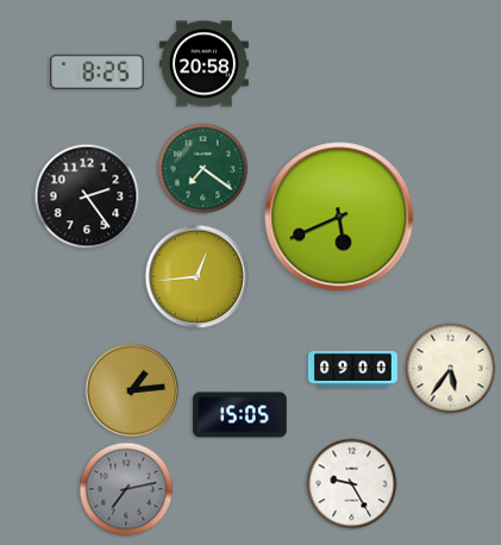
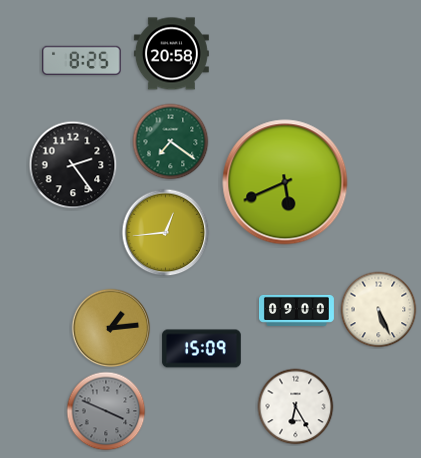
clock at (451, 369): 5:36 -> 5:26
clock at (240, 415): 15:05 -> 15:09
clock at (352, 484): 9:25 -> 6:25
clock at (126, 489): 7:13 -> 3:49
